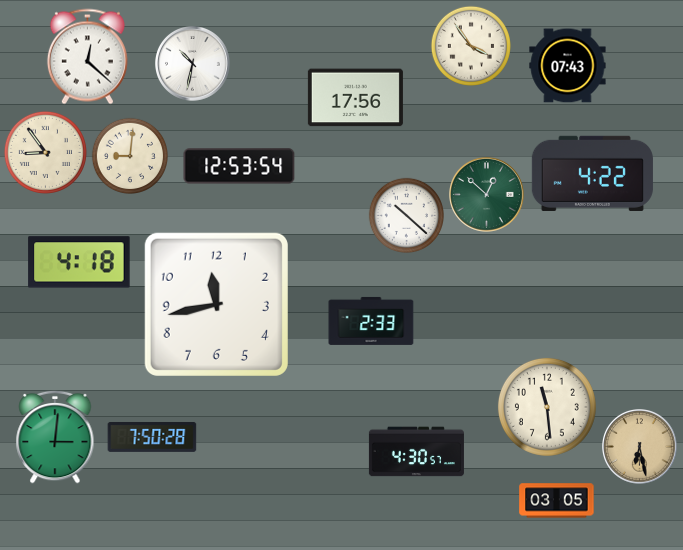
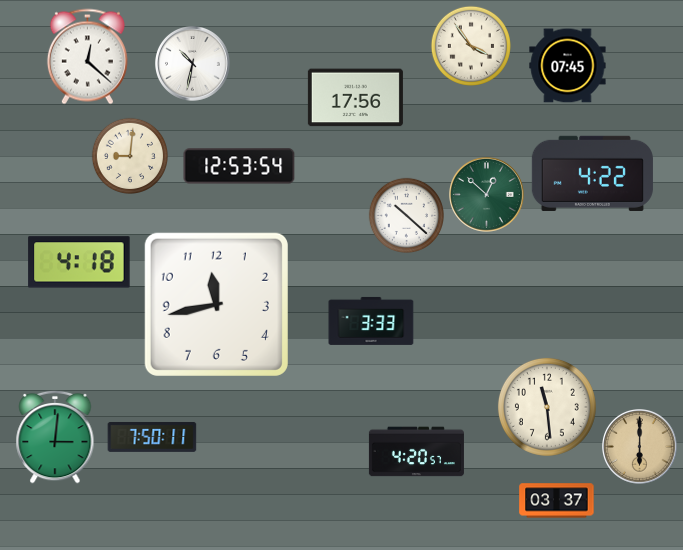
clock at (568, 66): 07:43 -> 07:45
clock at (45, 152): 8:54 -> none
clock at (371, 321): 2:33 -> 3:33
clock at (152, 437): 7:50:28 -> 7:50:11
clock at (640, 447): 6:28 -> 6:00
clock at (416, 452): 4:30 -> 4:20
clock at (557, 501): 03:05 -> 03:37
